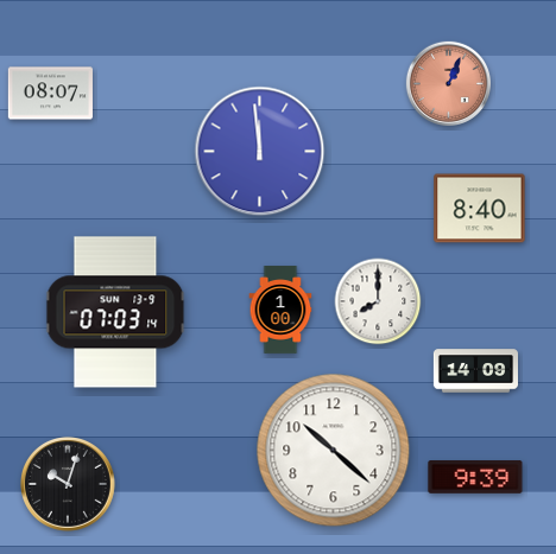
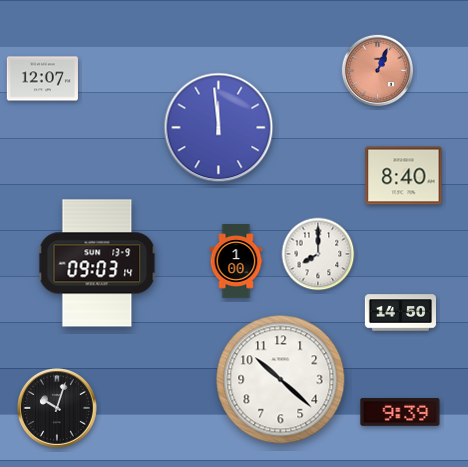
clock at (50, 94): 08:07 -> 12:07
clock at (115, 312): 07:03 -> 09:03
clock at (475, 371): 14:09 -> 14:50
clock at (475, 478) position: (475, 478) -> (400, 413)
